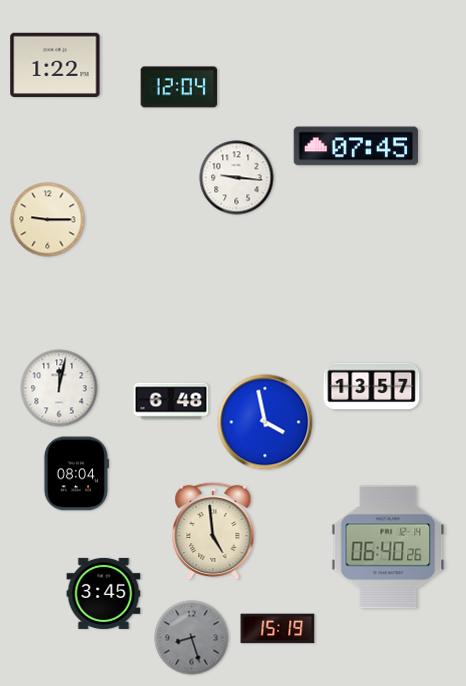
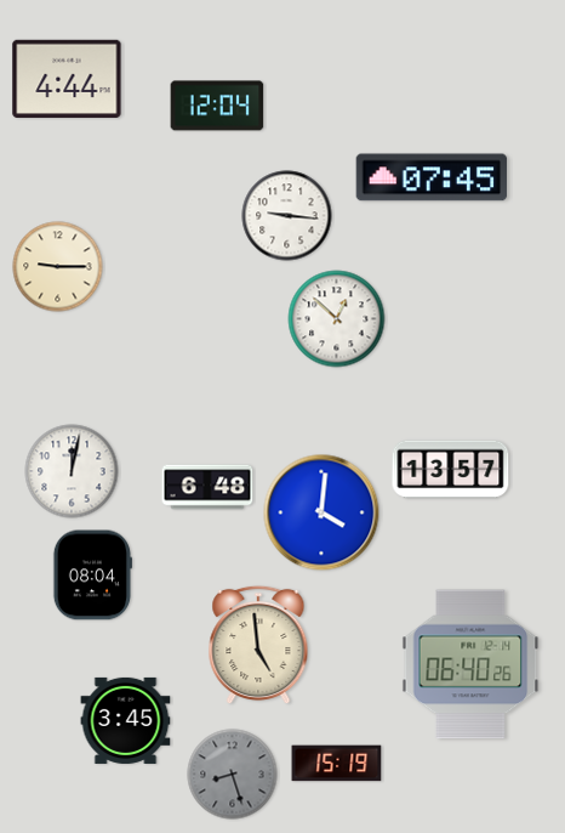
clock at (55, 64): 1:22 -> 4:44
clock at (337, 319): none -> 12:52
clock at (265, 422): 3:58 -> 4:01
